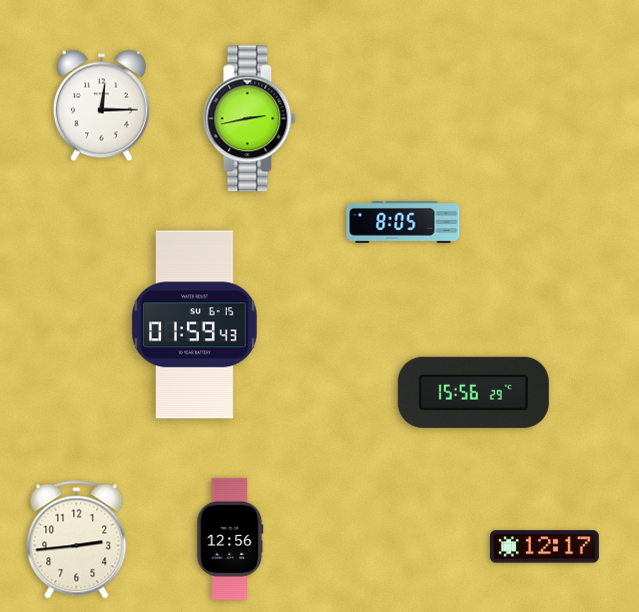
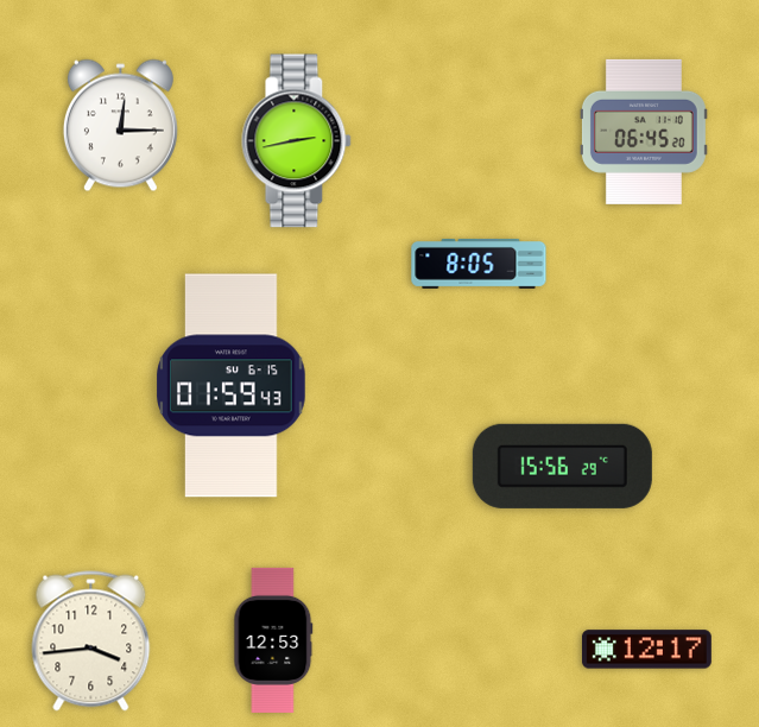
clock at (644, 132): none -> 06:45
clock at (230, 539): 12:56 -> 12:53
clock at (77, 540): 2:44 -> 3:44
